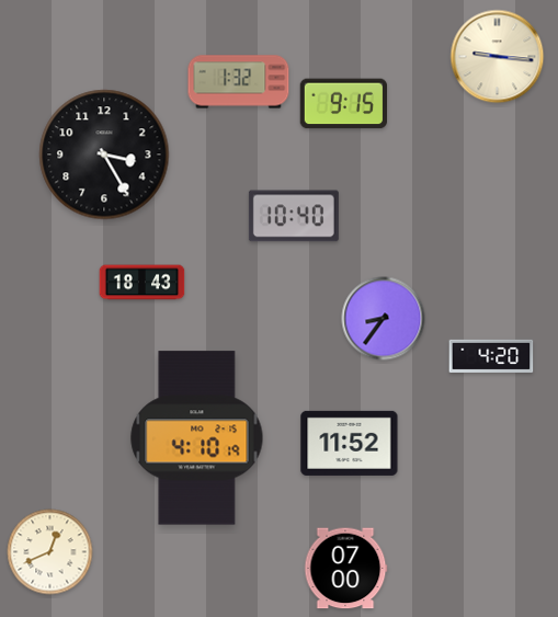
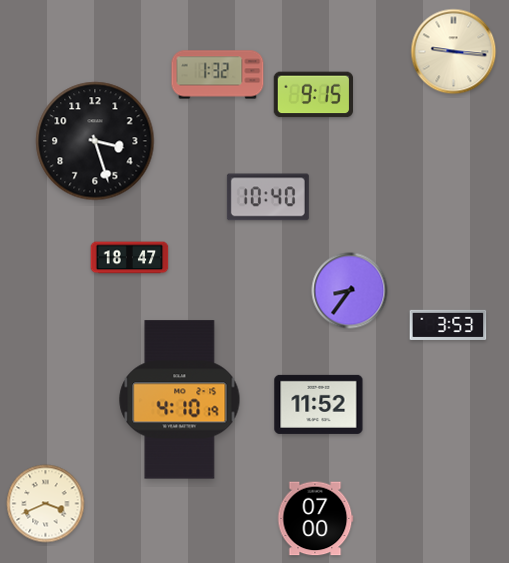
clock at (104, 155): 3:25 -> 3:27
clock at (143, 283): 18:43 -> 18:47
clock at (491, 356): 4:20 -> 3:53
clock at (50, 552): 12:41 -> 3:41
